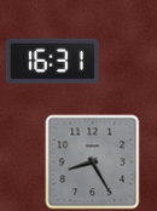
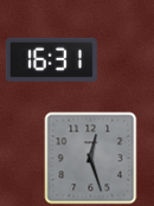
clock at (92, 161): 8:25 -> 12:27
